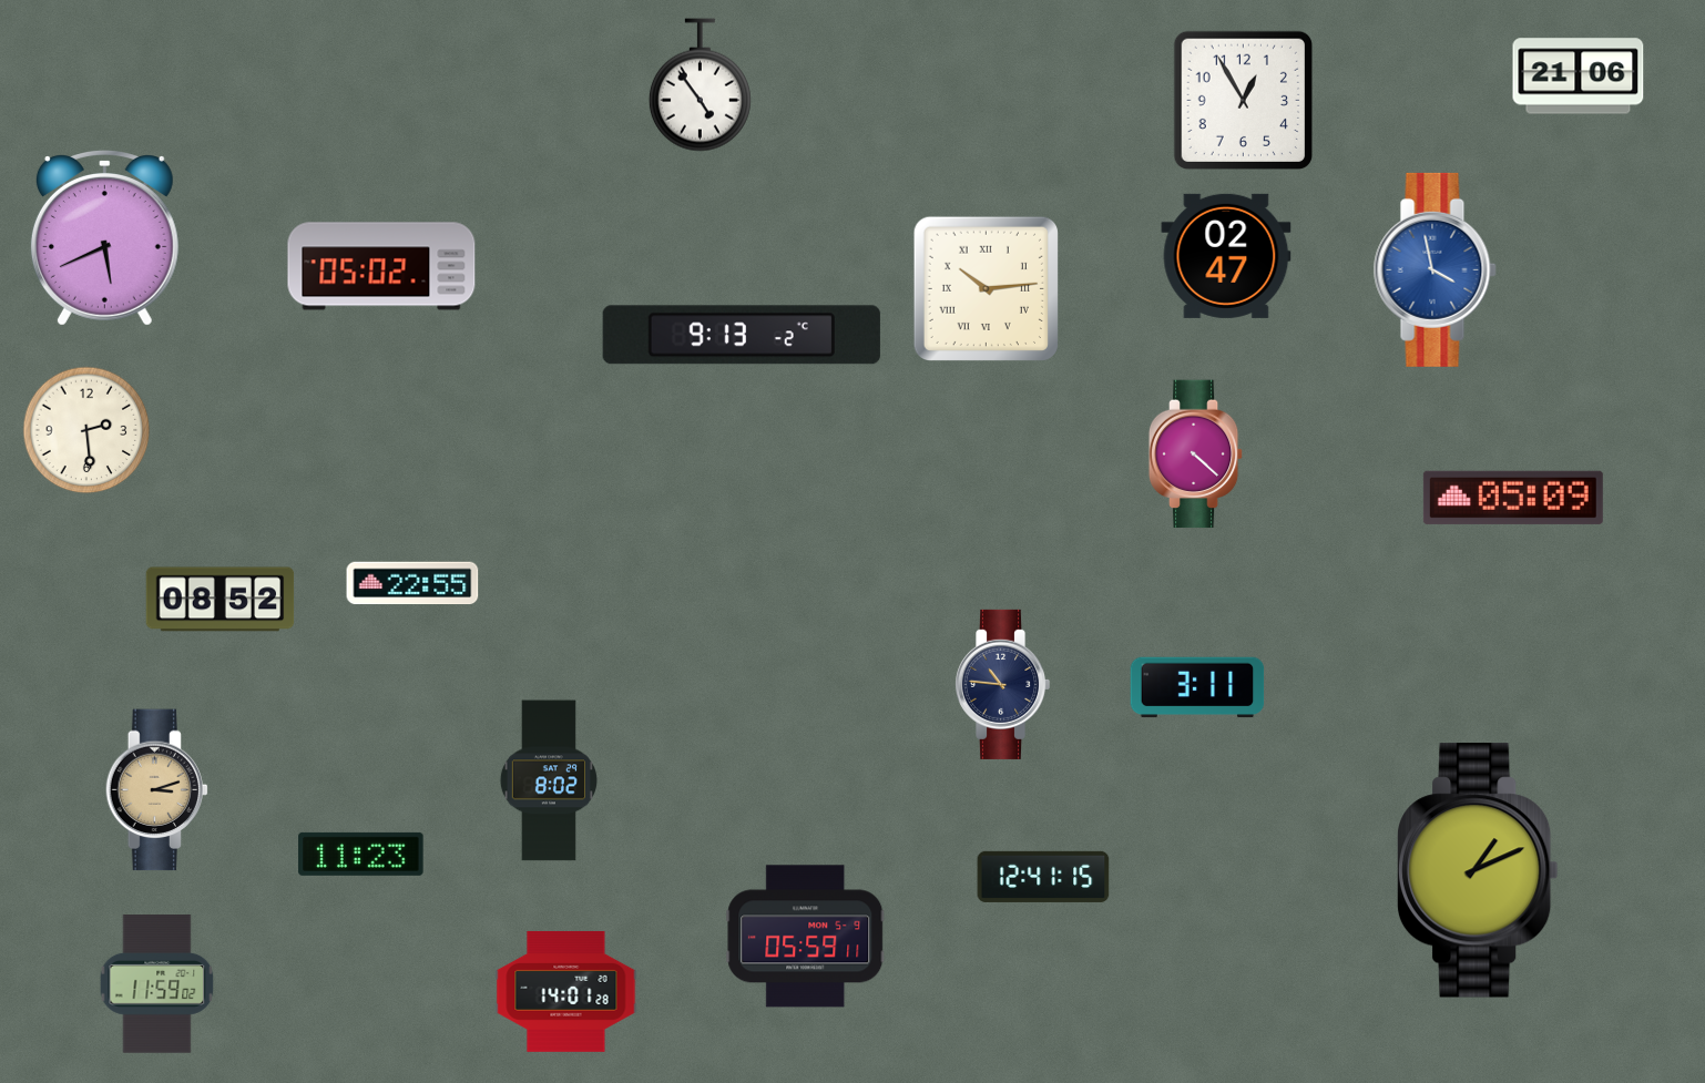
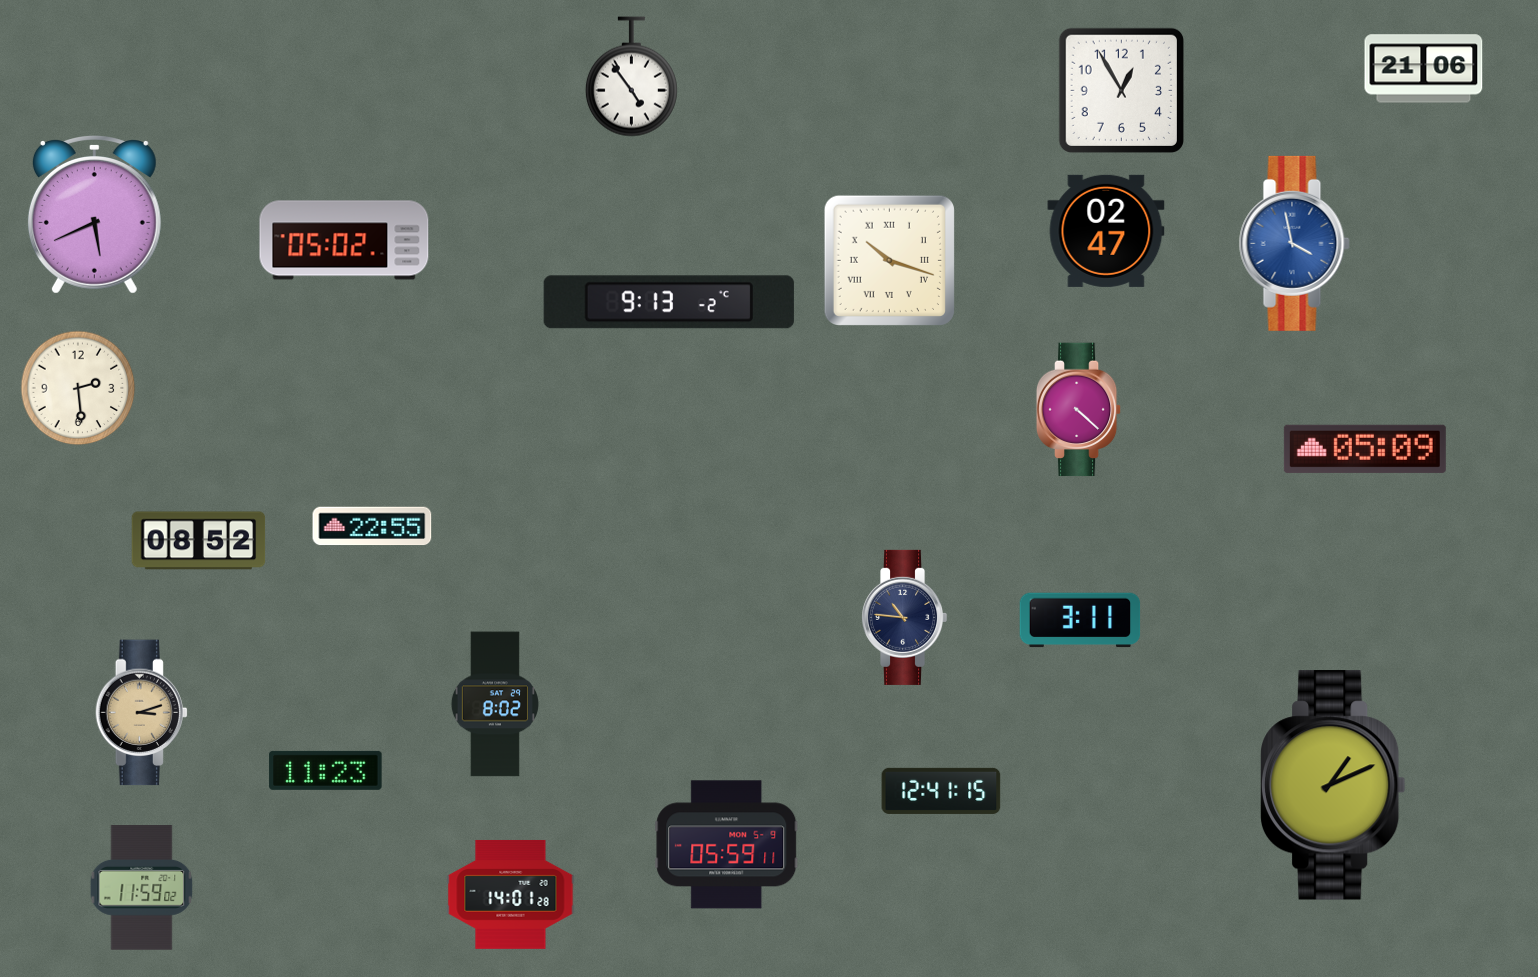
clock at (986, 288): 10:14 -> 10:18
